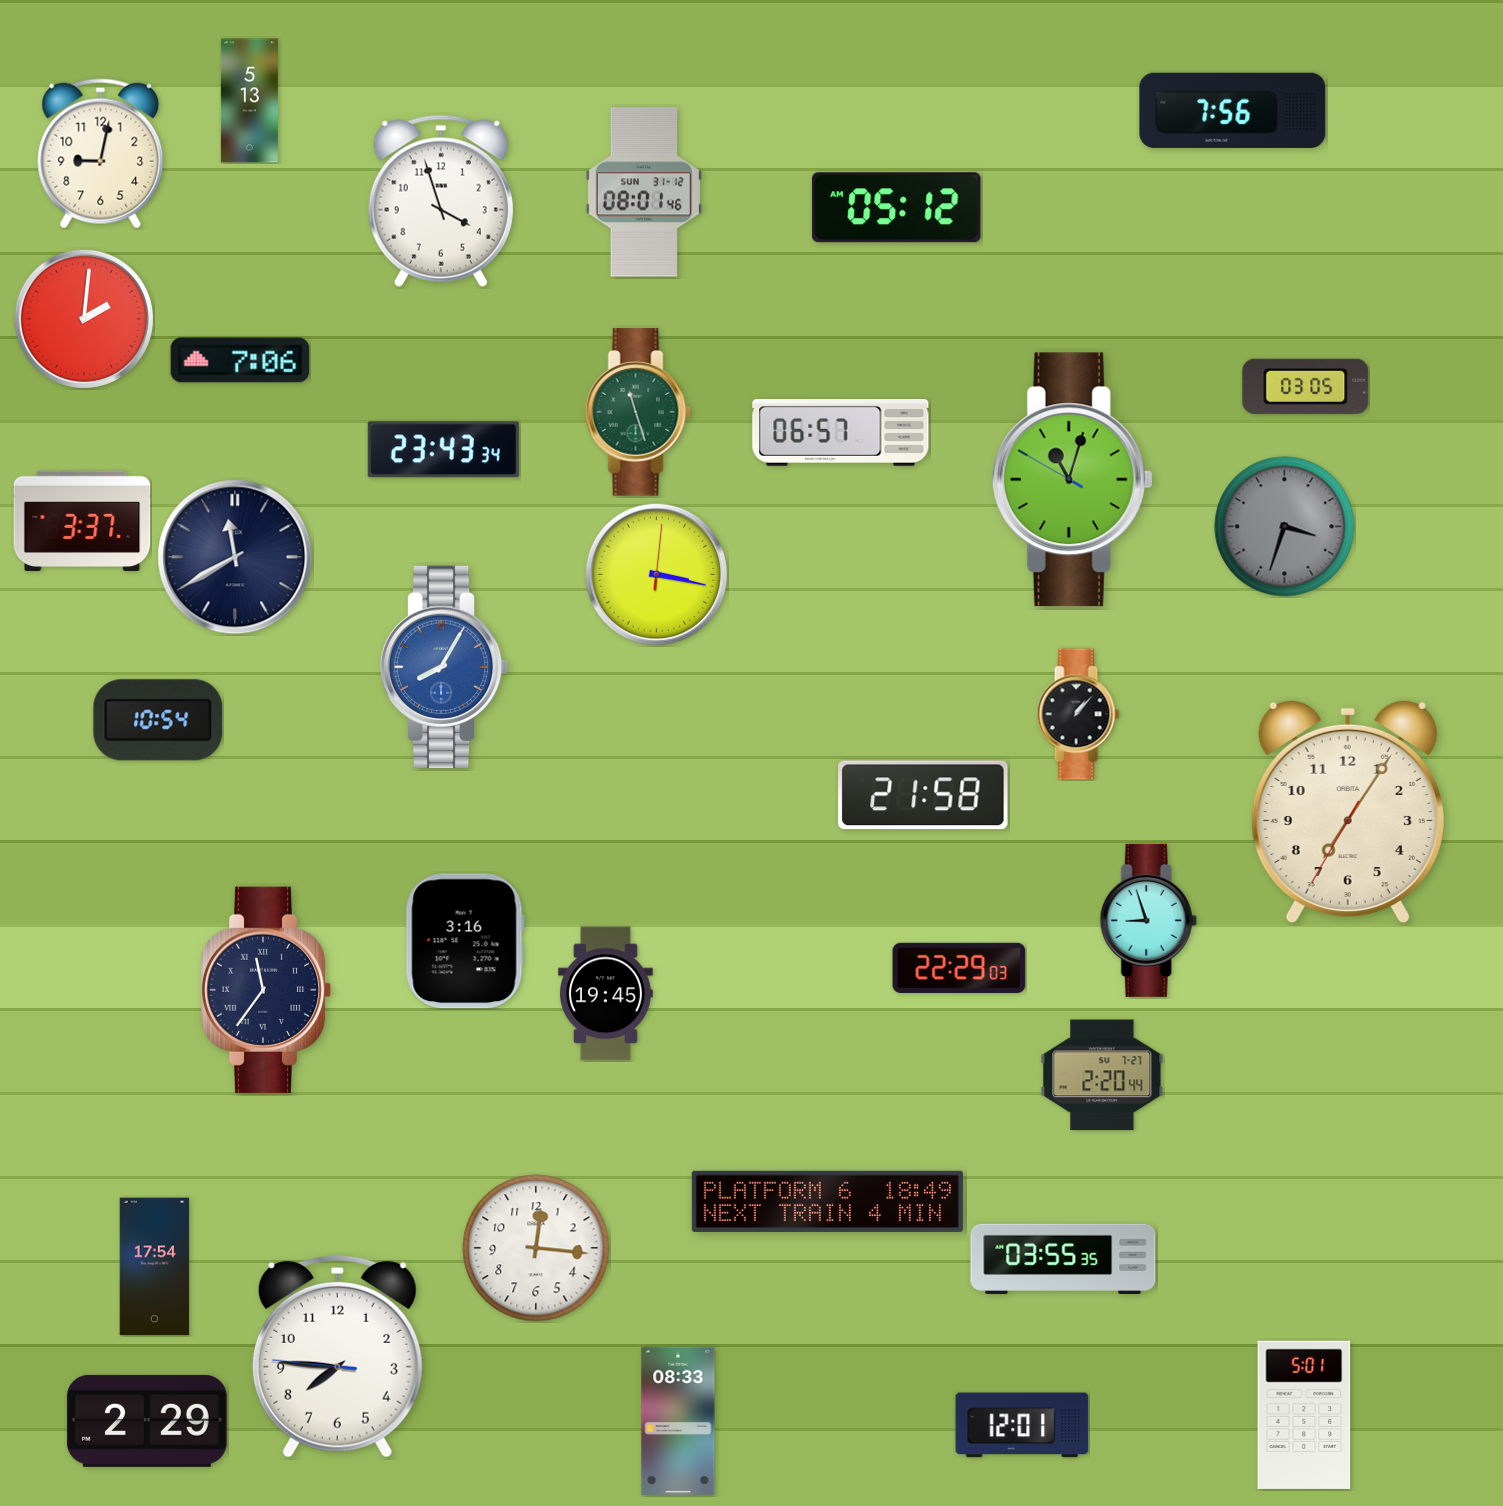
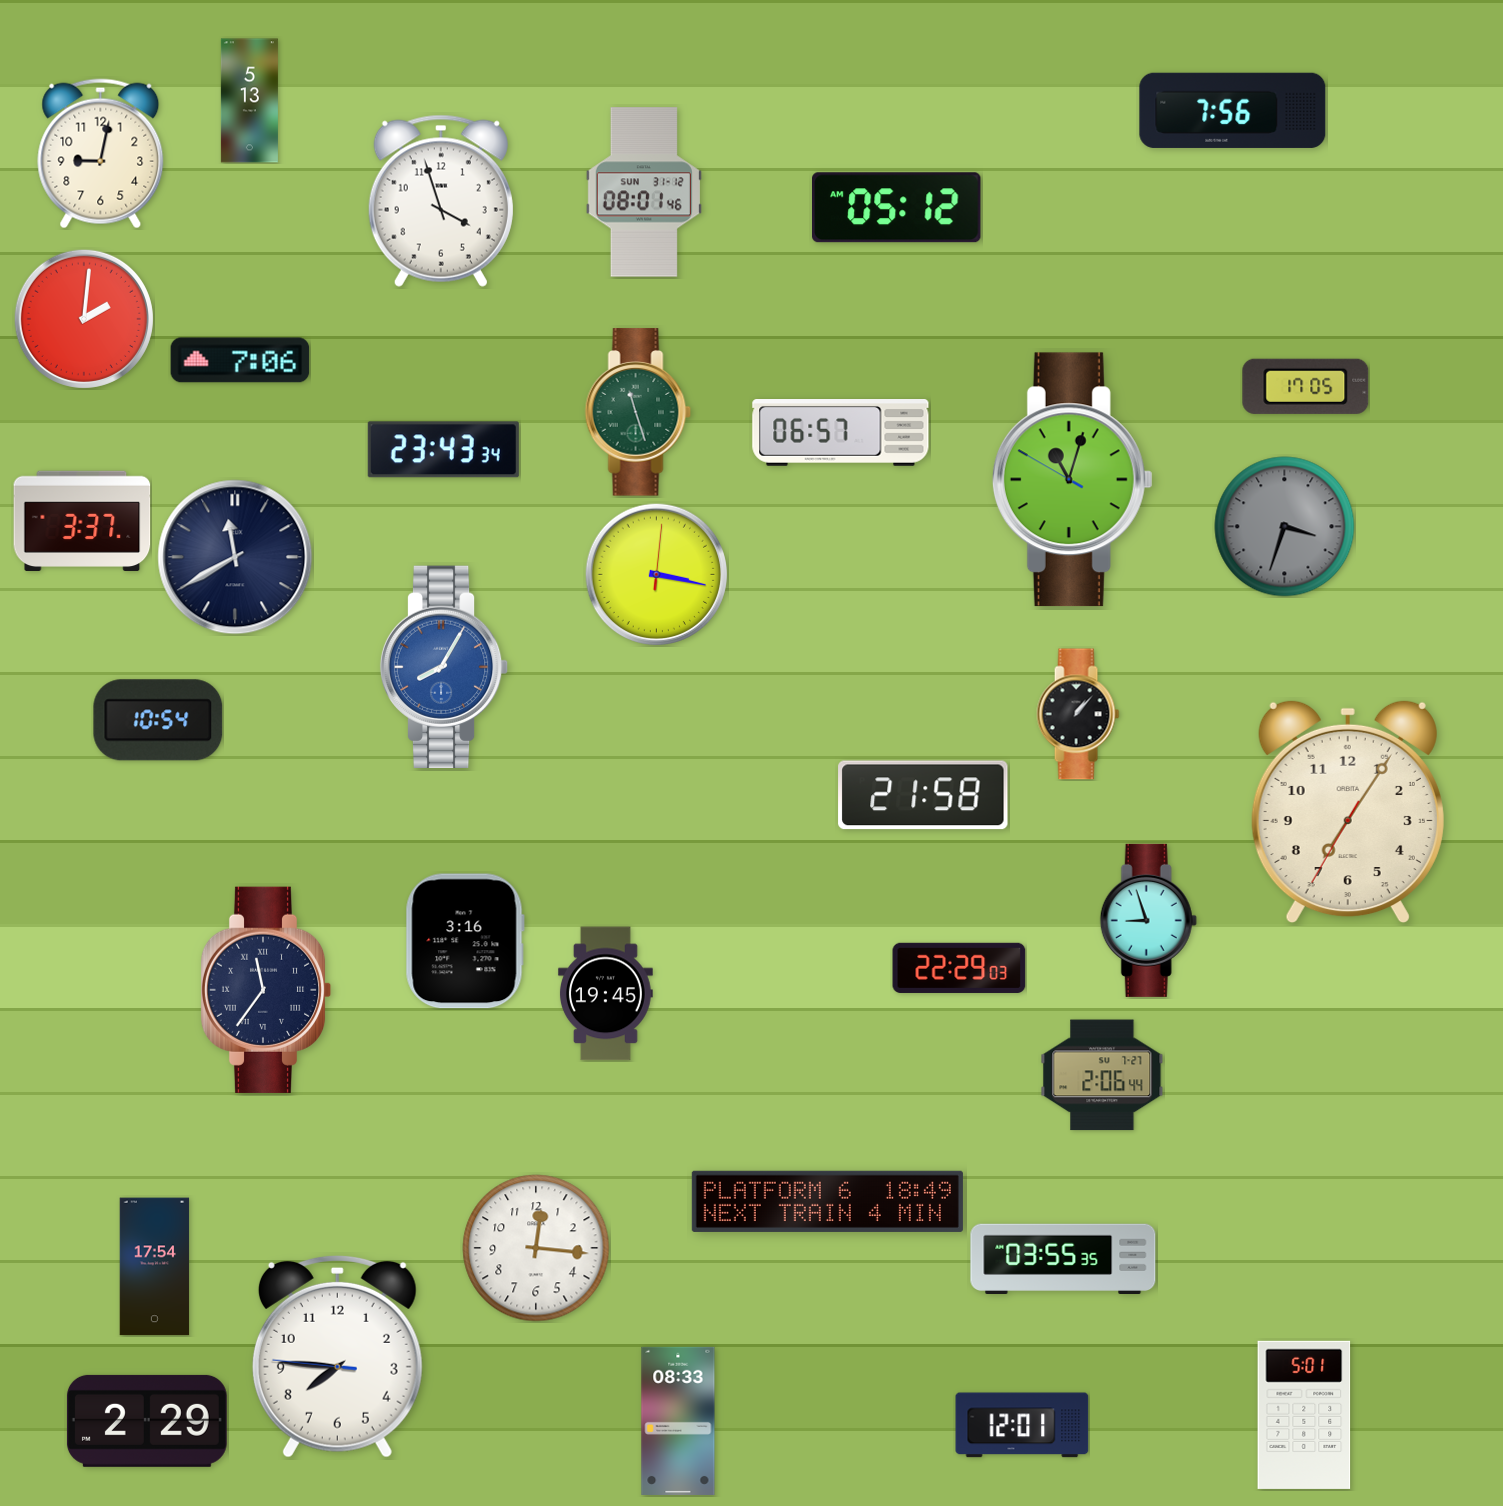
clock at (1306, 386): 03:05 -> 17:05
clock at (1102, 1075): 2:20 -> 2:06
